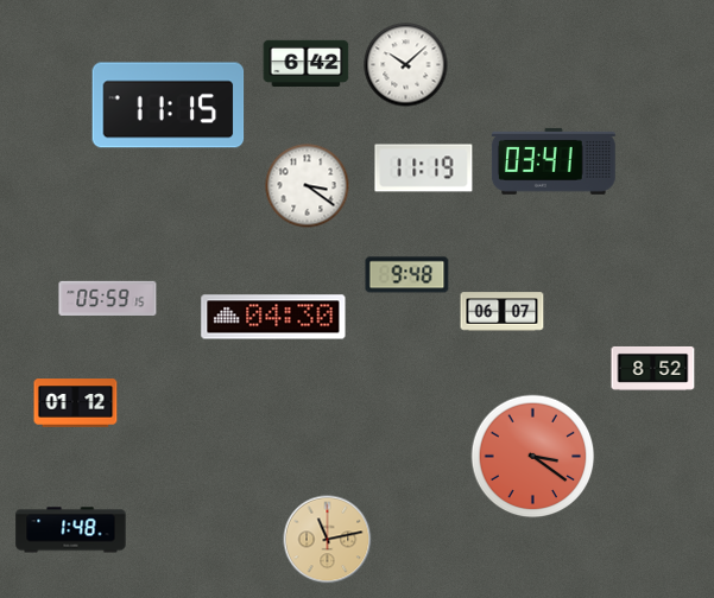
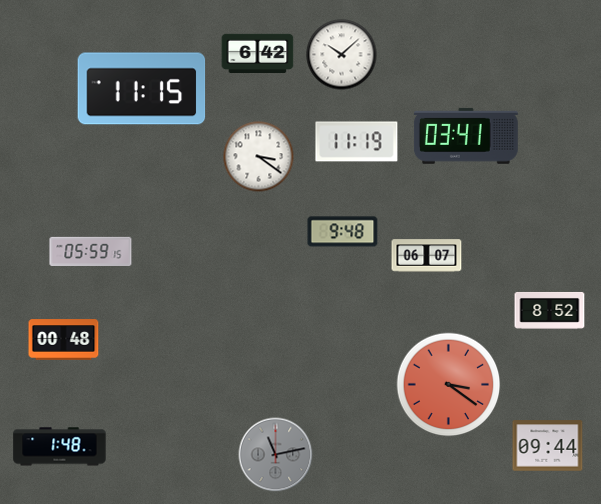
clock at (503, 312) position: (503, 312) -> (427, 256)
clock at (273, 317): 04:30 -> none
clock at (76, 403): 01:12 -> 00:48
clock at (548, 446): none -> 09:44
clock at (328, 540) dial: champagne -> grey
